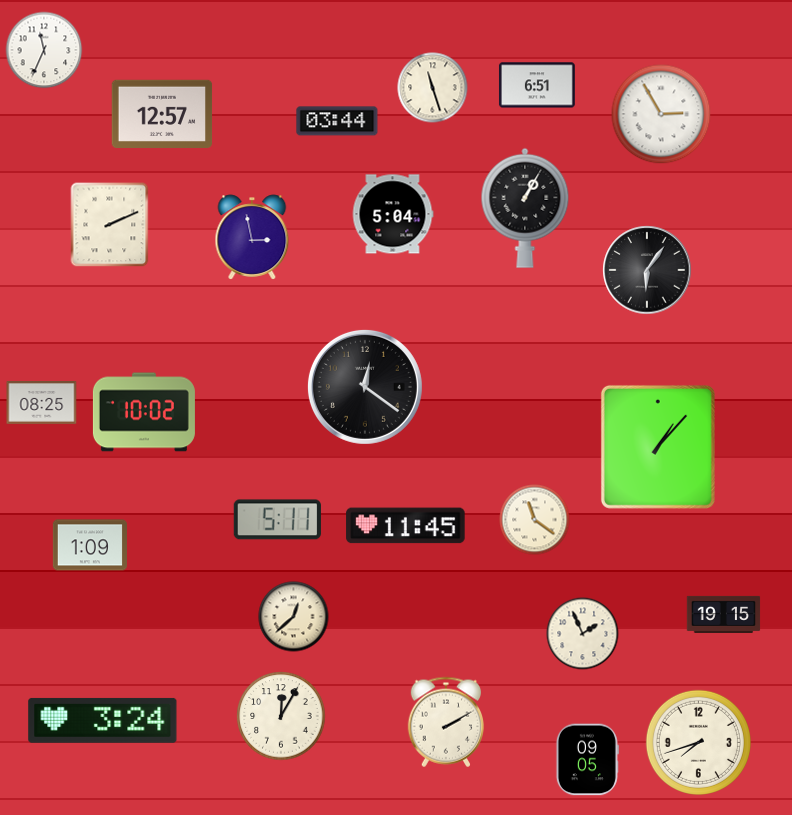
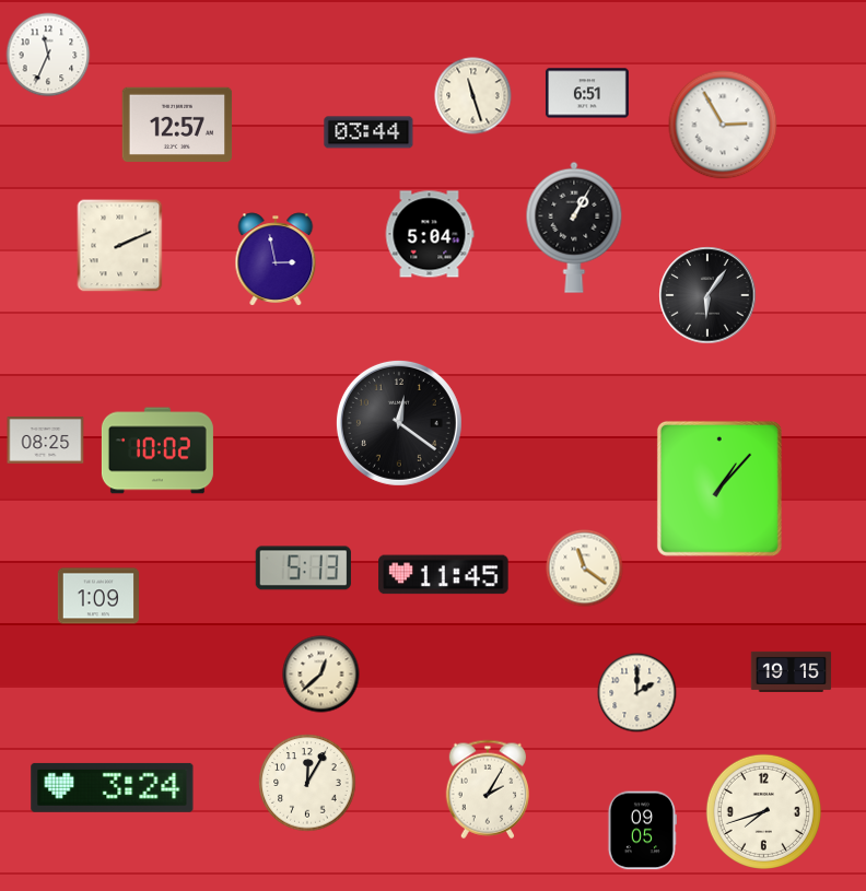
clock at (277, 520): 5:11 -> 5:13
clock at (583, 634): 1:56 -> 2:00
clock at (446, 722): 2:10 -> 2:05
